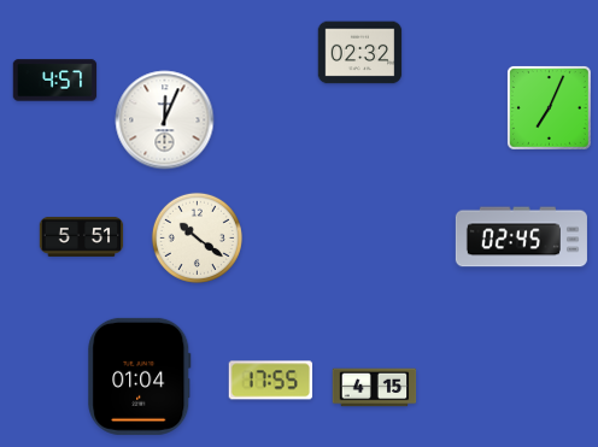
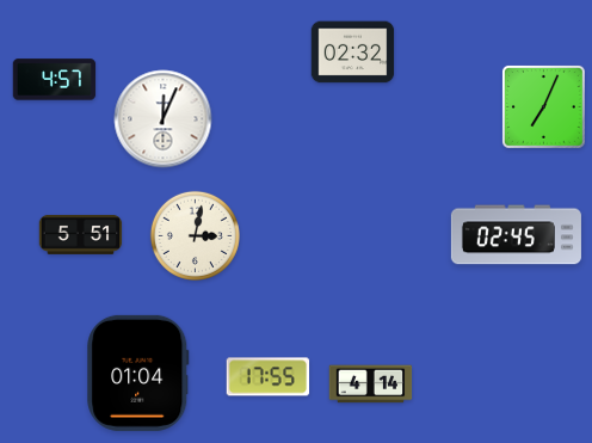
clock at (360, 53) position: (360, 53) -> (353, 53)
clock at (197, 237): 10:21 -> 3:02
clock at (375, 388): 4:15 -> 4:14
